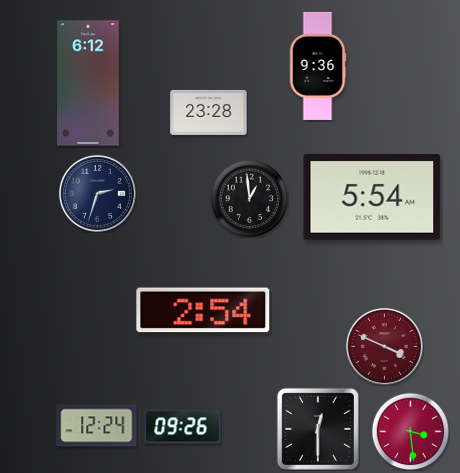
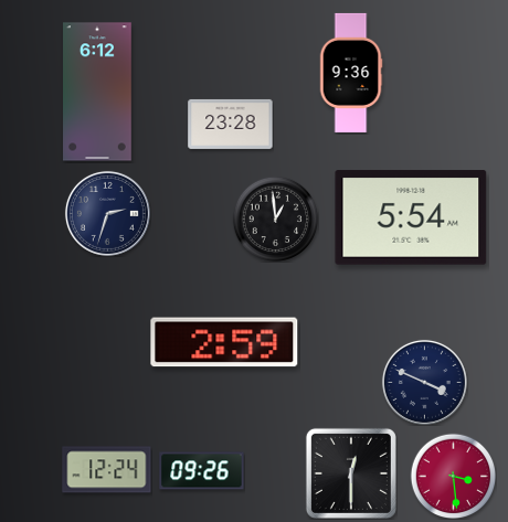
clock at (203, 310): 2:54 -> 2:59
clock at (384, 346) dial: burgundy -> navy
